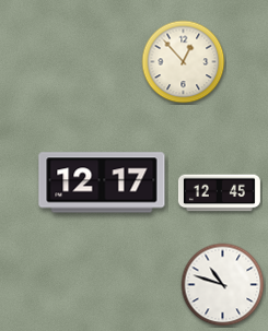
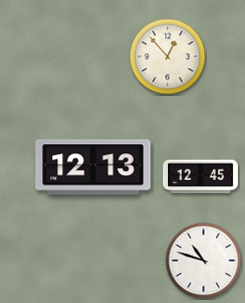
clock at (102, 182): 12:17 -> 12:13
